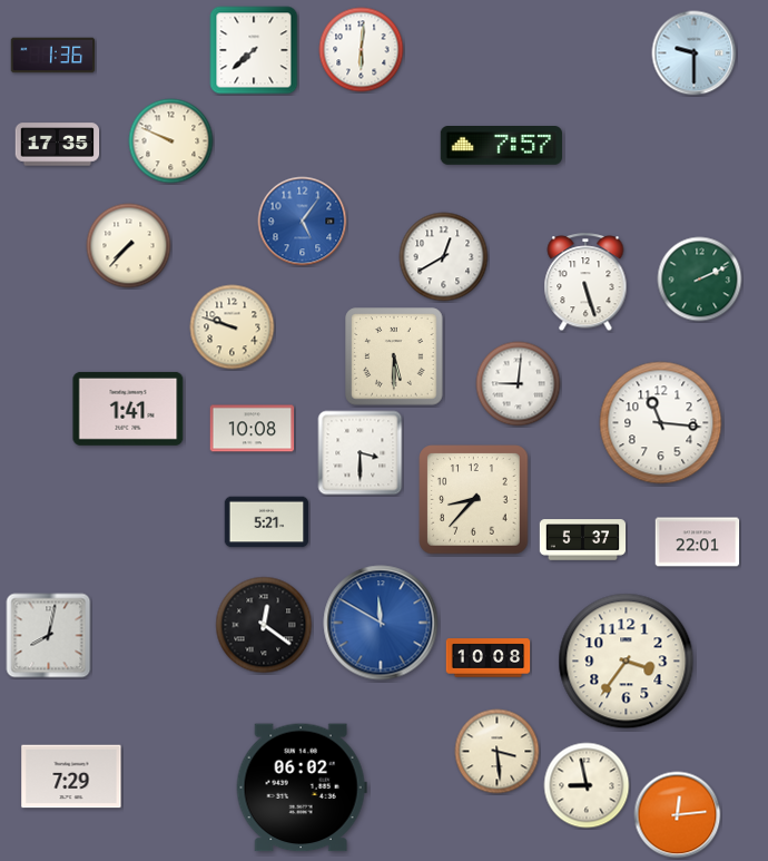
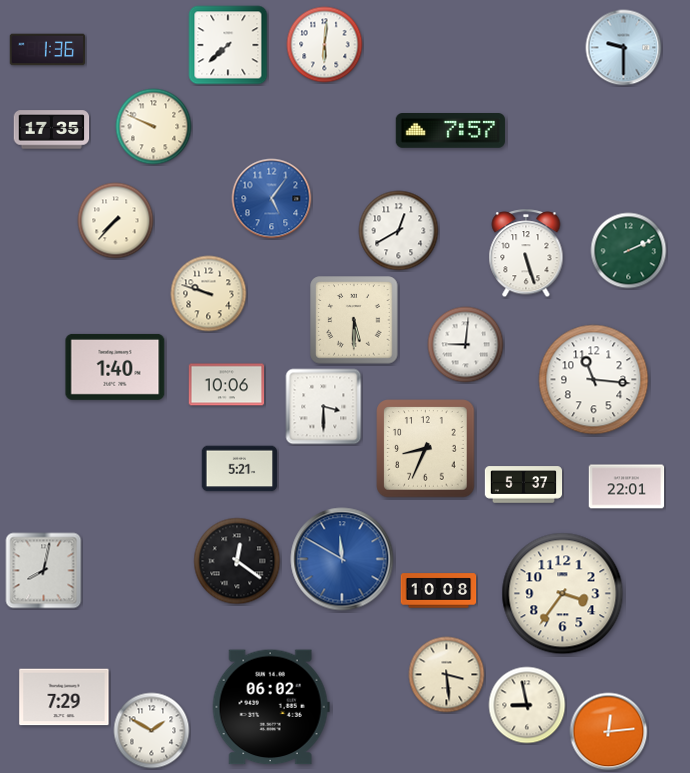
clock at (128, 409): 1:41 -> 1:40
clock at (253, 429): 10:08 -> 10:06
clock at (474, 500): 8:37 -> 8:34
clock at (152, 731): none -> 1:50
